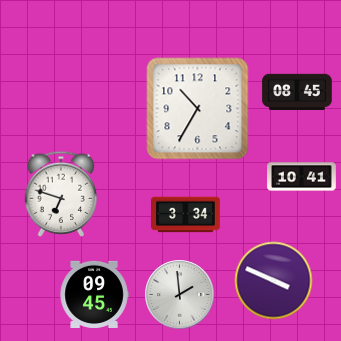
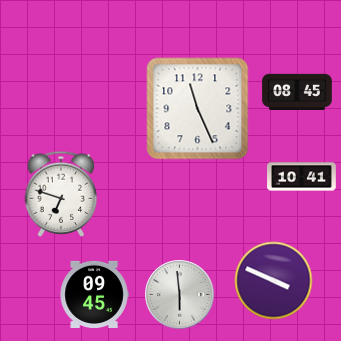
clock at (198, 109): 10:35 -> 11:26
clock at (186, 215): 3:34 -> none
clock at (180, 295): 1:59 -> 5:59
